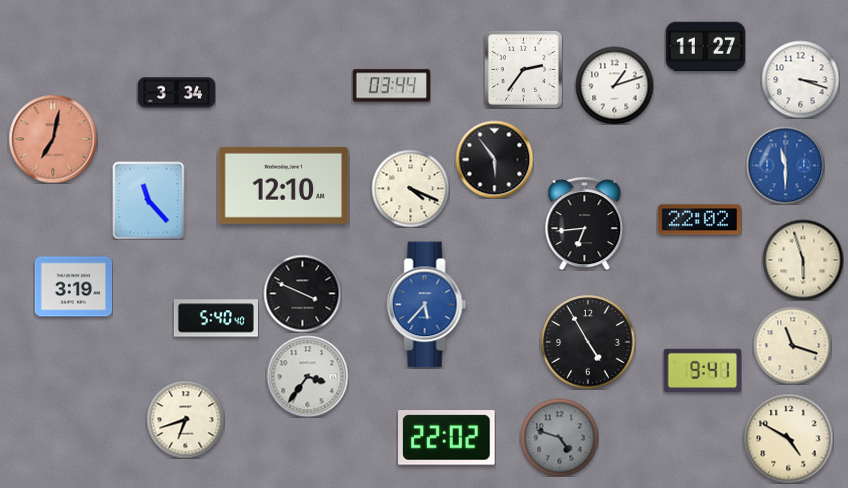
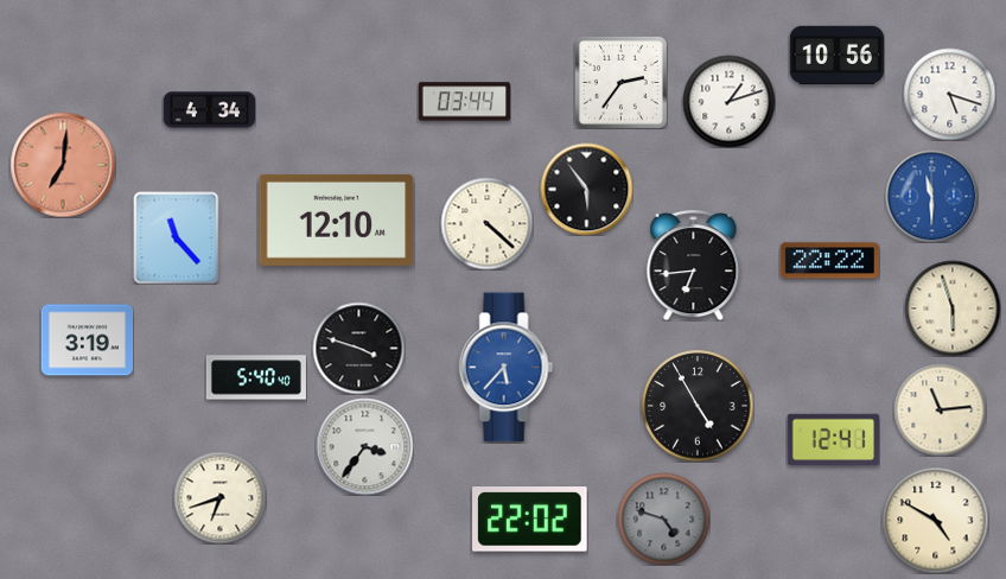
clock at (705, 46): 11:27 -> 10:56
clock at (800, 79): 3:18 -> 5:18
clock at (176, 93): 3:34 -> 4:34
clock at (53, 139): 7:02 -> 7:01
clock at (410, 188): 4:19 -> 4:22
clock at (699, 220): 22:02 -> 22:22
clock at (302, 293): 3:49 -> 3:48
clock at (427, 305) position: (427, 305) -> (507, 368)
clock at (792, 345): 11:18 -> 11:14
clock at (702, 371): 9:41 -> 12:41
